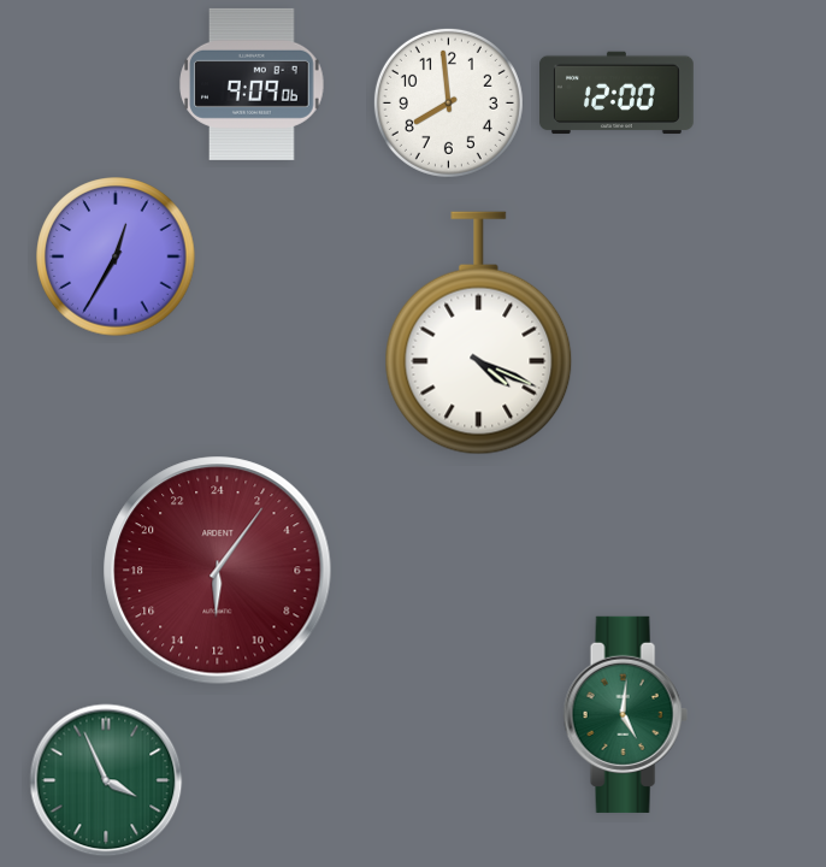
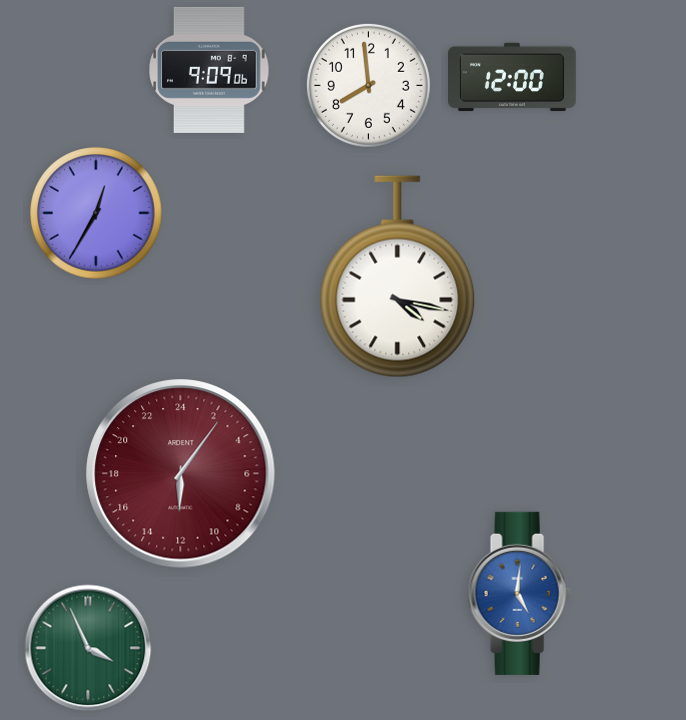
clock at (448, 102) position: (448, 102) -> (368, 85)
clock at (479, 334): 4:19 -> 4:17
clock at (625, 714) dial: green -> blue
